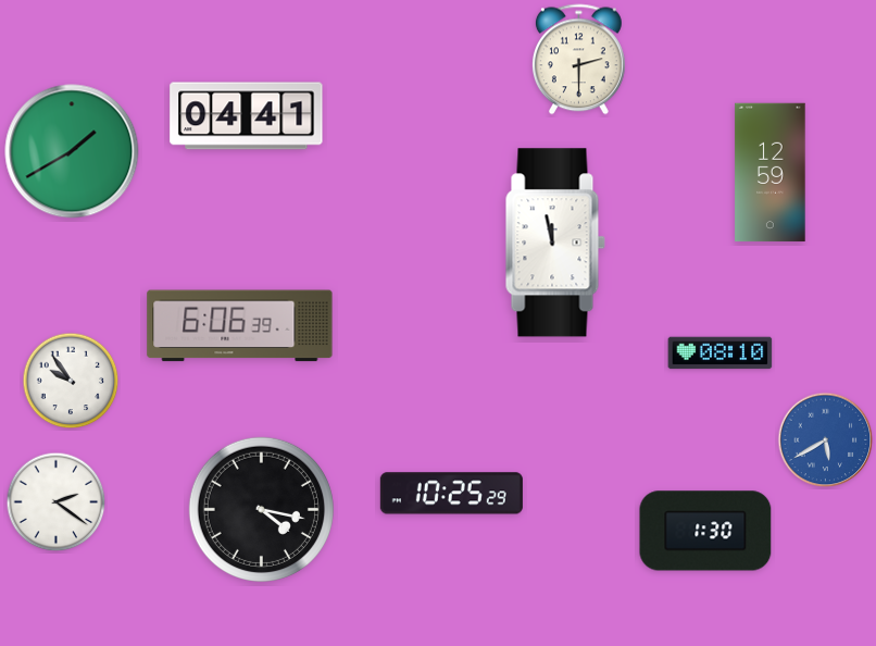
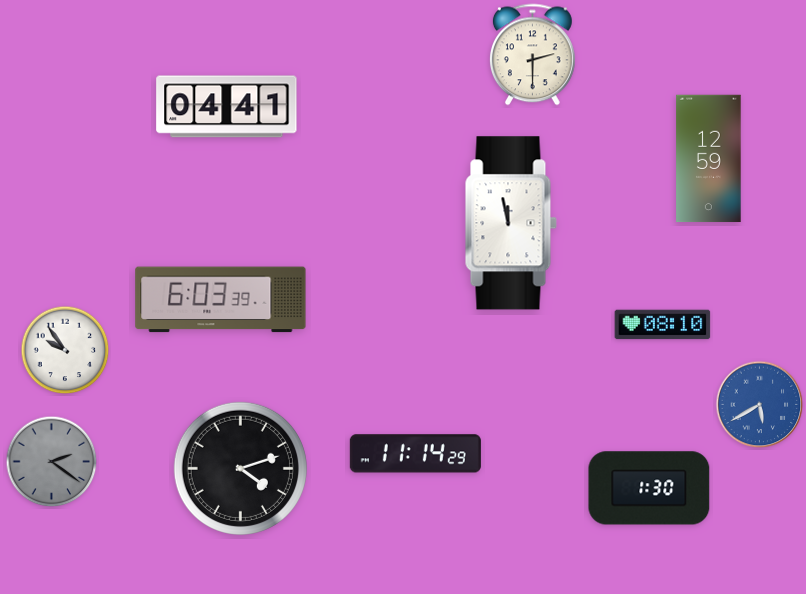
clock at (72, 151): 1:40 -> none
clock at (240, 326): 6:06 -> 6:03
clock at (451, 494): 10:25 -> 11:14
clock at (57, 502) dial: white -> grey
clock at (261, 509): 4:17 -> 4:12
